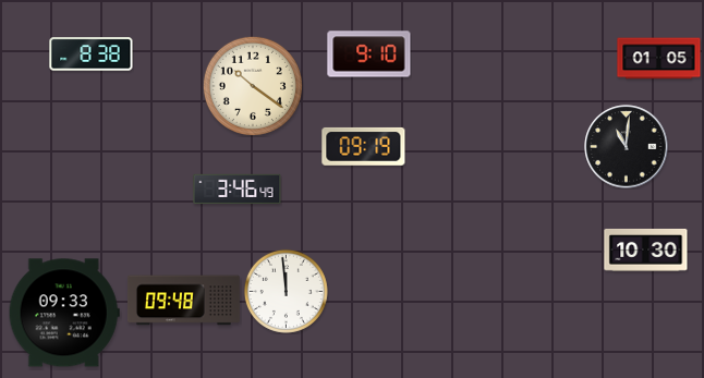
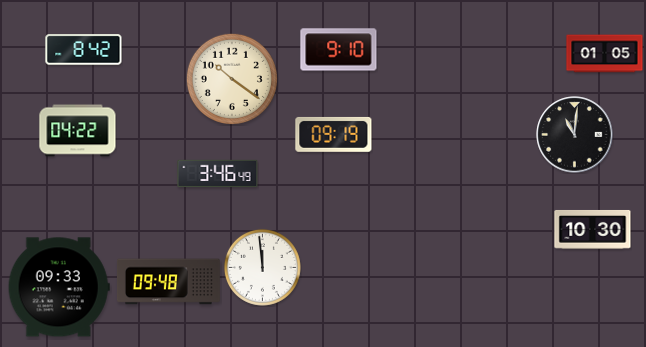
clock at (92, 54): 8:38 -> 8:42
clock at (78, 131): none -> 04:22
clock at (183, 301) position: (183, 301) -> (168, 282)
